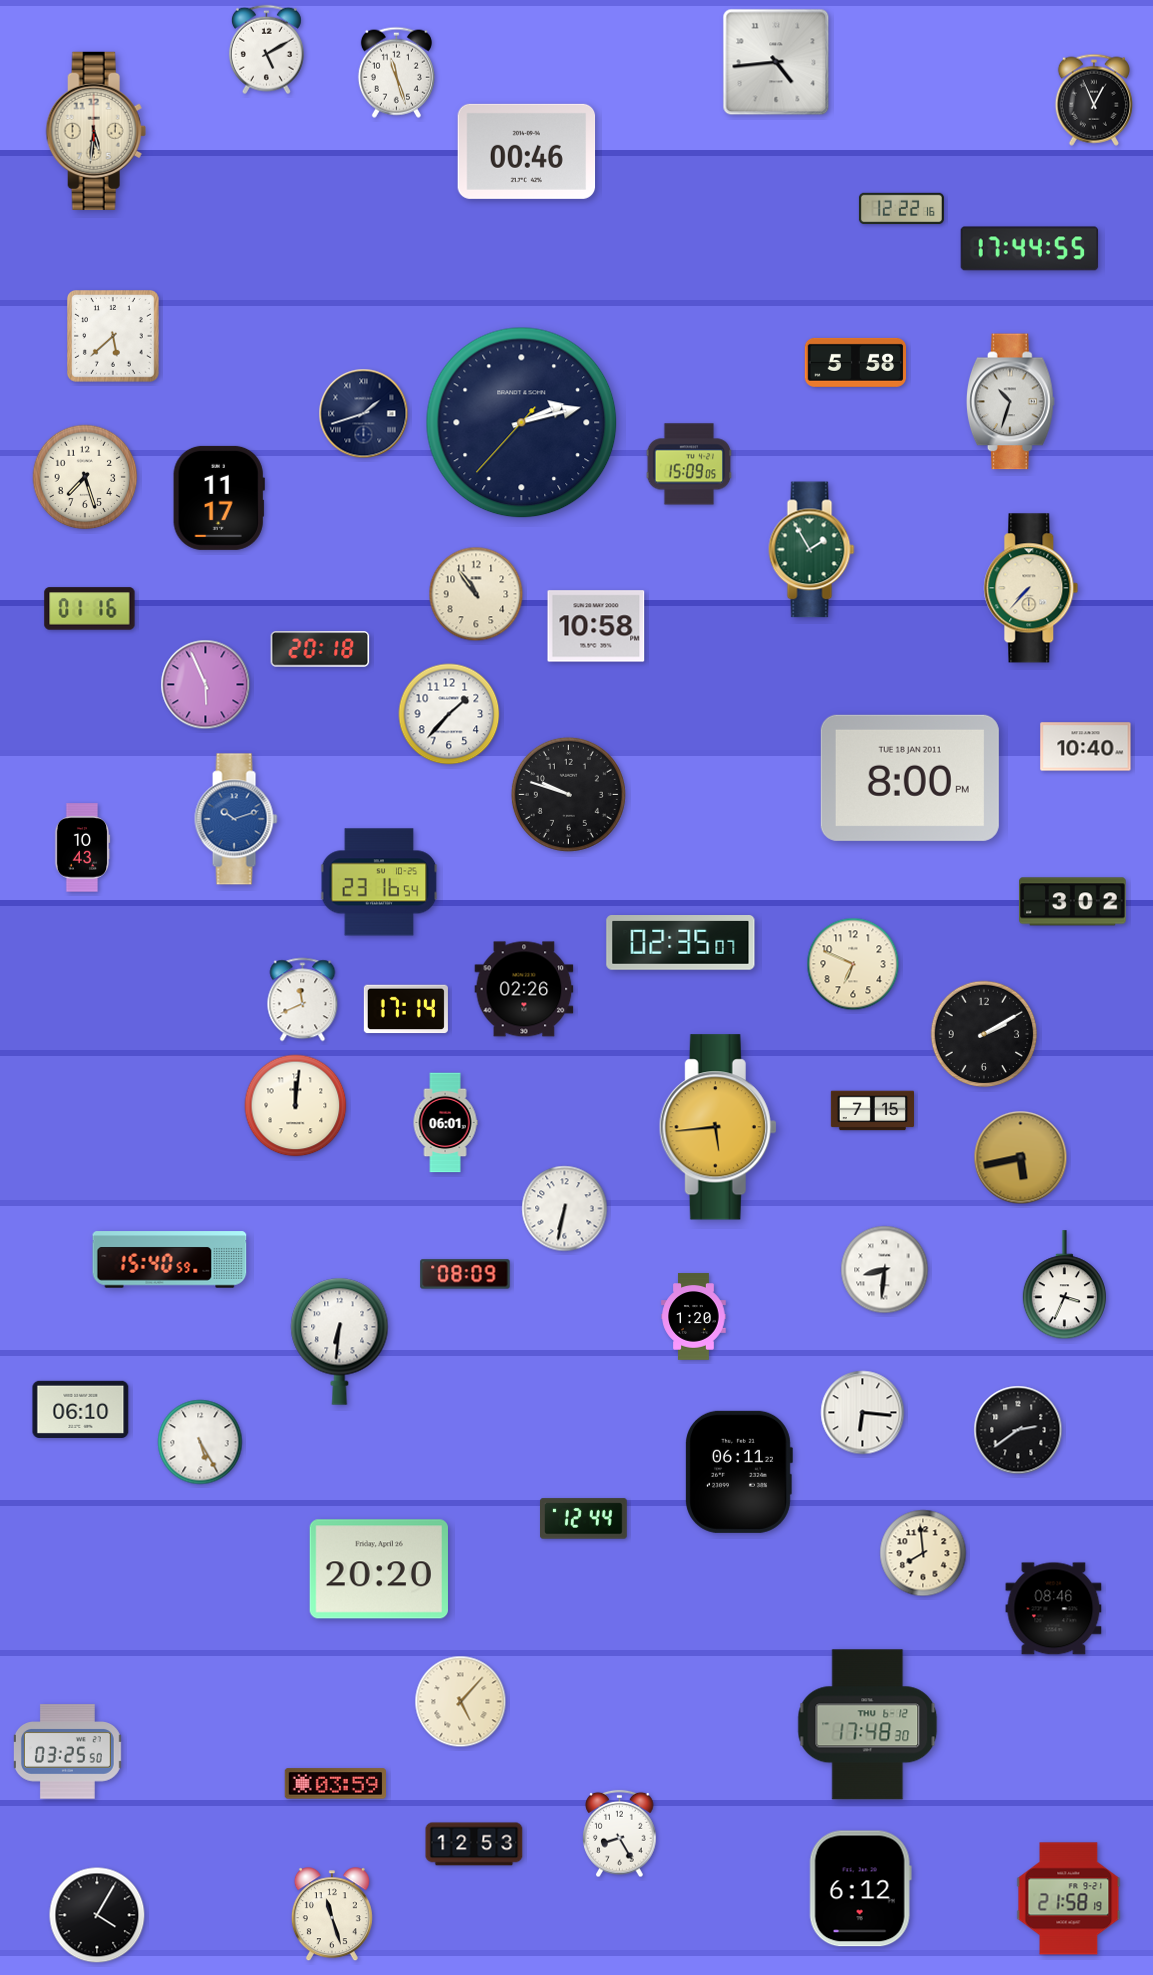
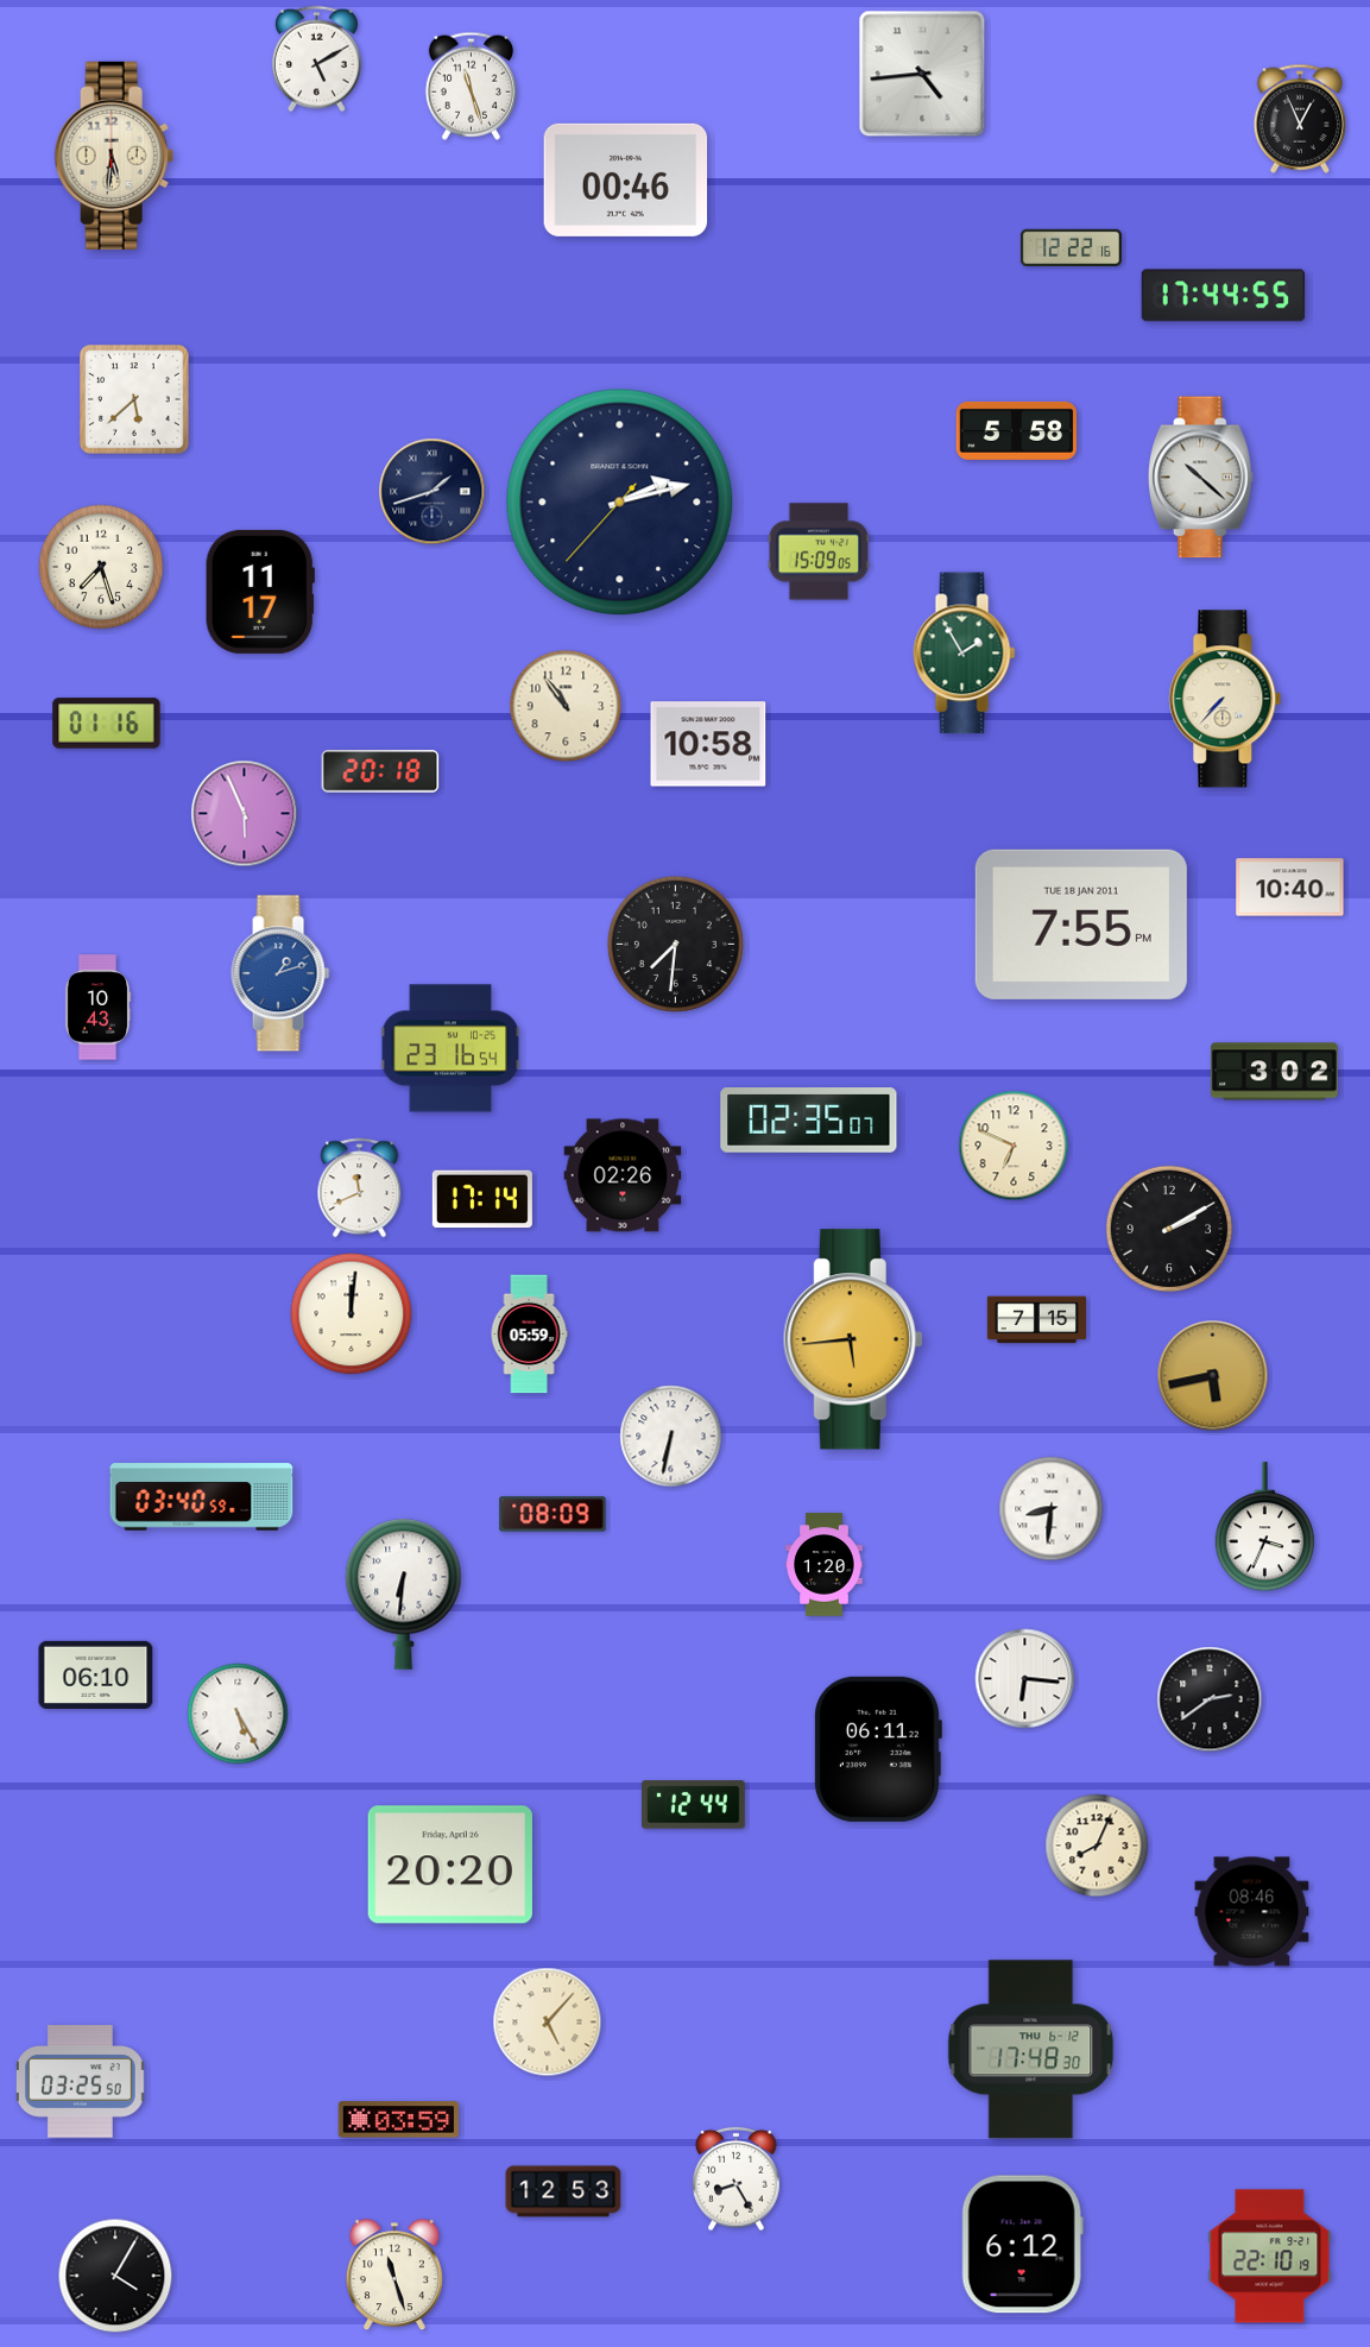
clock at (1010, 402): 10:33 -> 10:22
clock at (449, 714): 1:37 -> none
clock at (910, 778): 8:00 -> 7:55
clock at (568, 794): 9:48 -> 7:31
clock at (236, 819): 10:12 -> 1:12
clock at (445, 1123): 06:01 -> 05:59
clock at (170, 1260): 15:40 -> 03:40
clock at (923, 1553): 7:59 -> 8:04
clock at (1069, 1899): 21:58 -> 22:10
